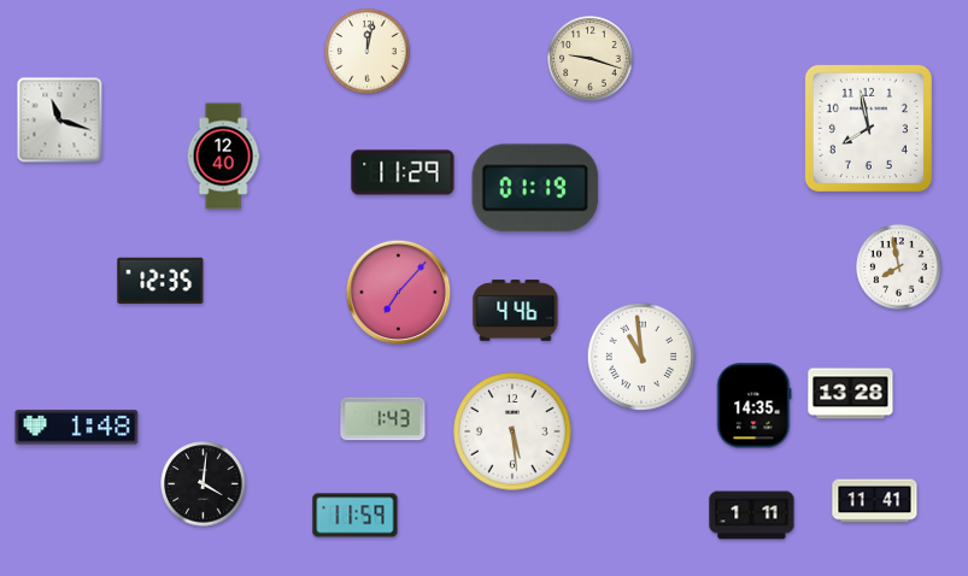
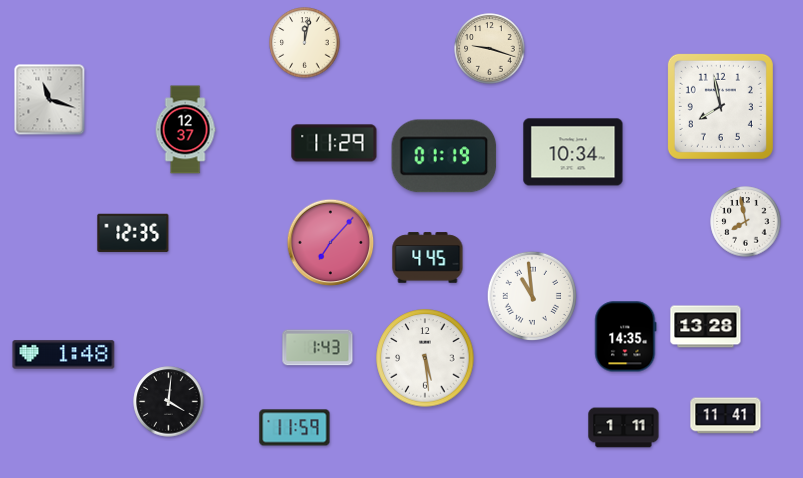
clock at (223, 157): 12:40 -> 12:37
clock at (573, 152): none -> 10:34
clock at (516, 311): 4:46 -> 4:45
